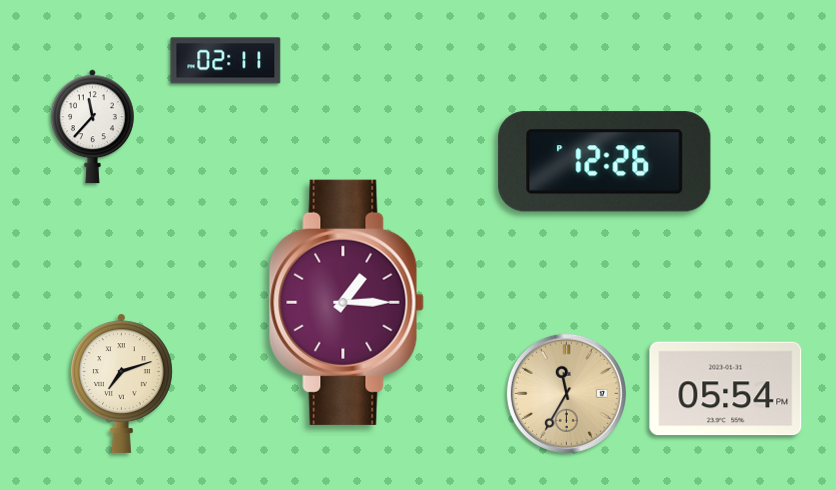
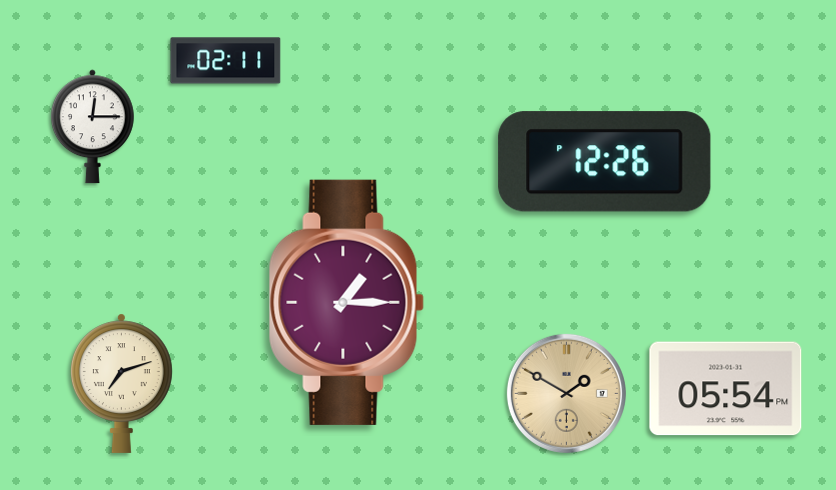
clock at (92, 127): 11:37 -> 12:15
clock at (566, 393): 11:35 -> 1:50
